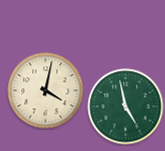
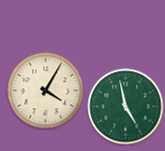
clock at (46, 91): 4:02 -> 4:05
